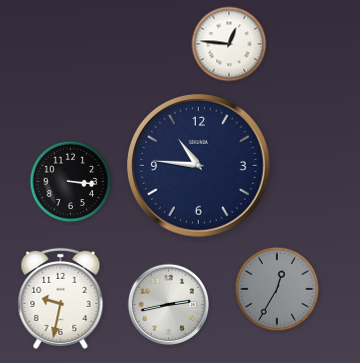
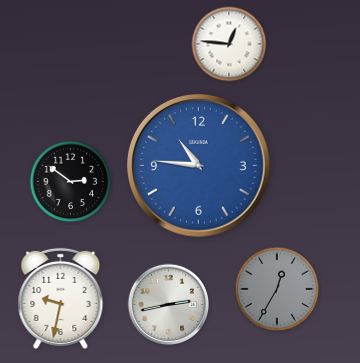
clock at (199, 166) dial: navy -> blue
clock at (71, 182): 3:16 -> 2:51
